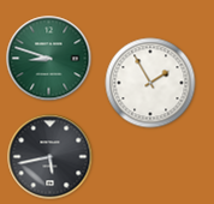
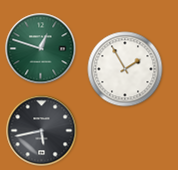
clock at (49, 59): 8:48 -> 12:48
